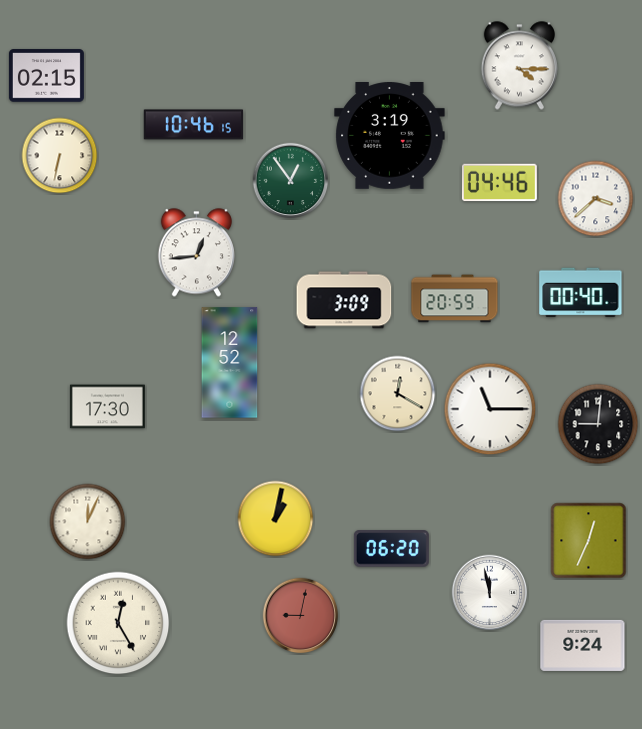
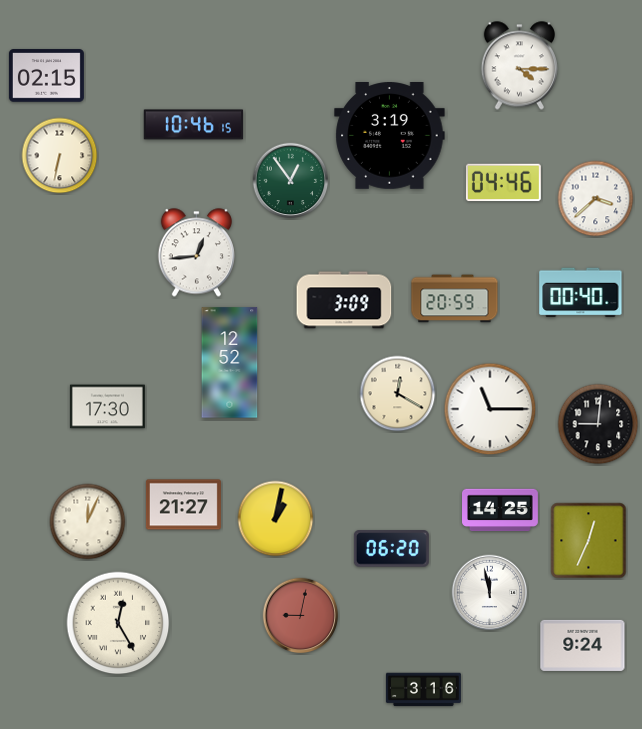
clock at (499, 183) position: (499, 183) -> (503, 183)
clock at (183, 505): none -> 21:27
clock at (501, 510): none -> 14:25
clock at (423, 690): none -> 3:16
